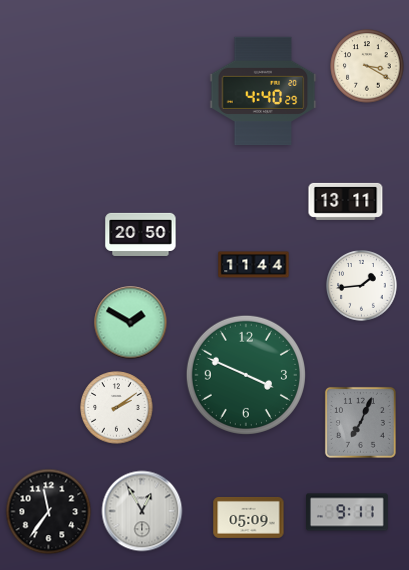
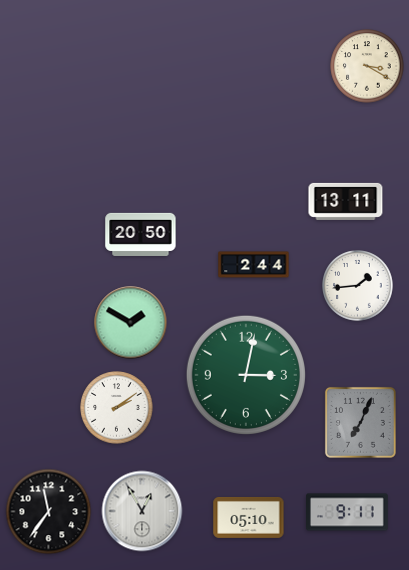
clock at (263, 91): 4:40 -> none
clock at (254, 265): 11:44 -> 2:44
clock at (362, 286) position: (362, 286) -> (358, 286)
clock at (246, 374): 3:49 -> 3:02
clock at (249, 518): 05:09 -> 05:10
